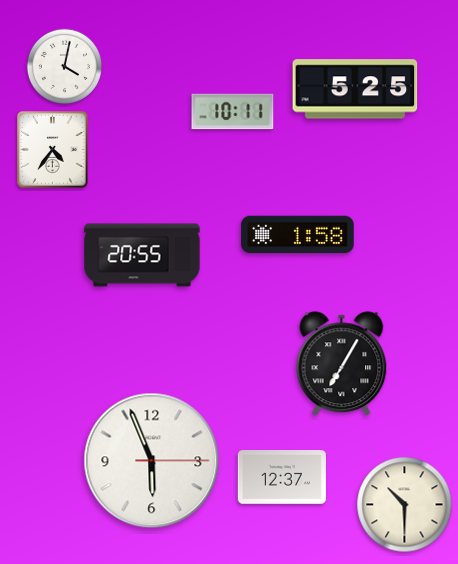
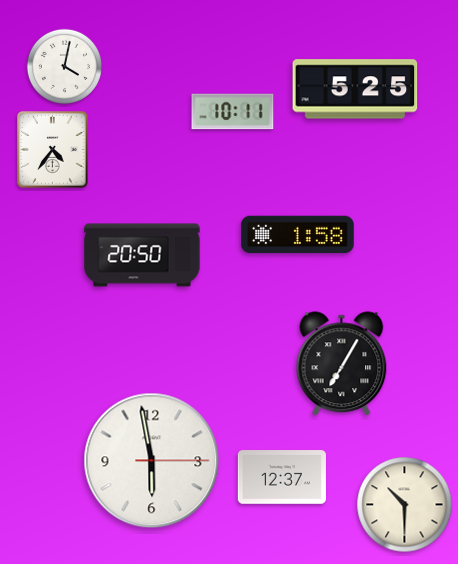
clock at (142, 255): 20:55 -> 20:50
clock at (152, 461): 5:56 -> 5:58
